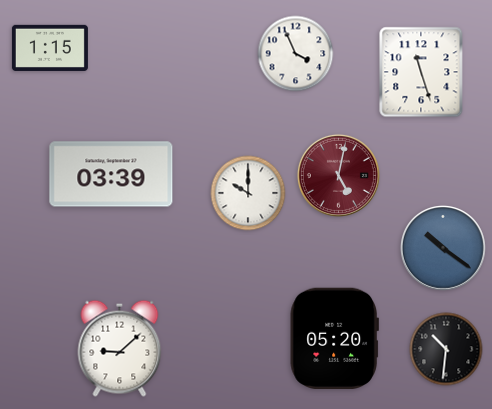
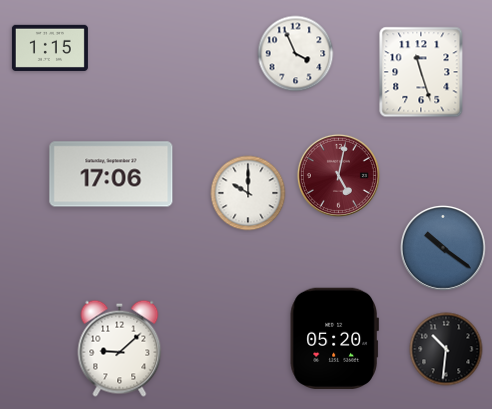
clock at (111, 174): 03:39 -> 17:06
